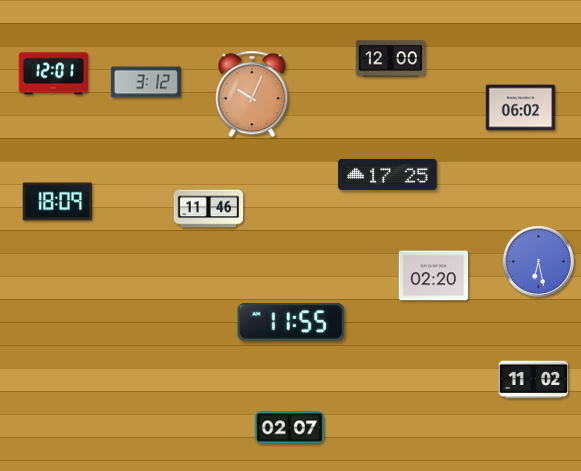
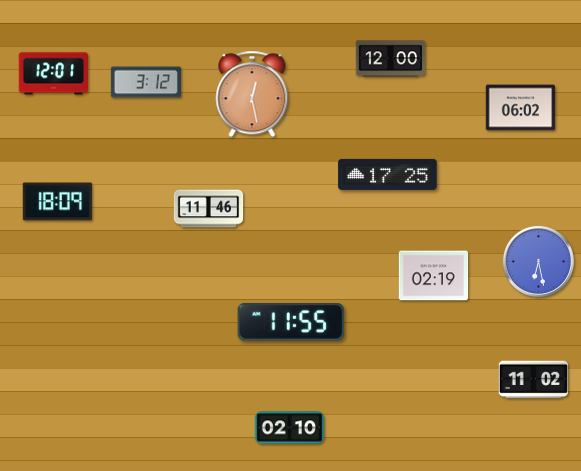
clock at (252, 94): 10:04 -> 12:28
clock at (434, 276): 02:20 -> 02:19
clock at (290, 428): 02:07 -> 02:10
